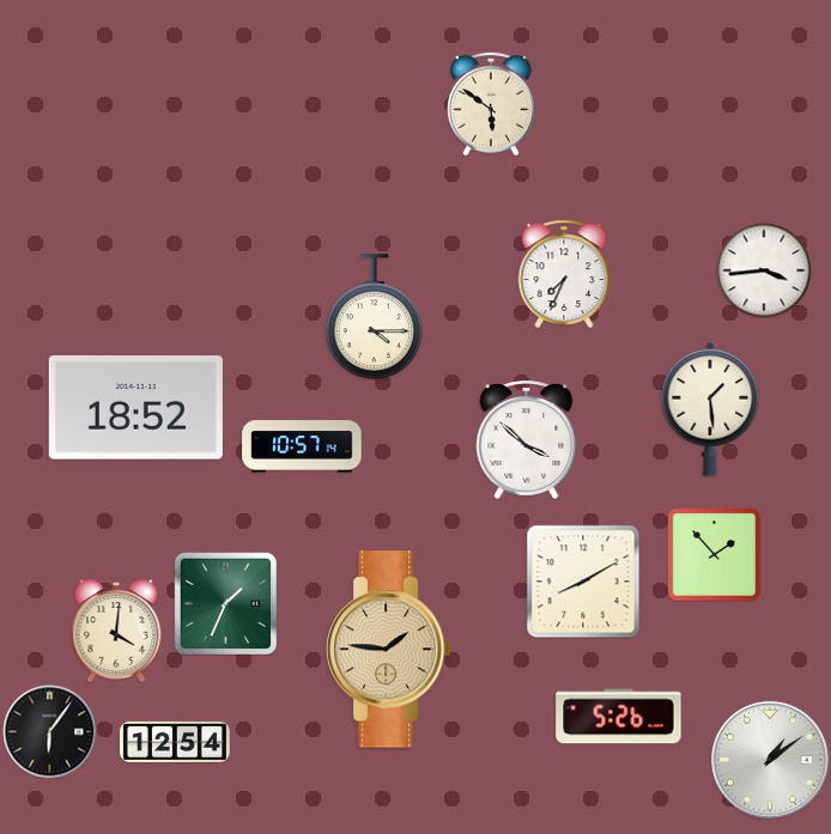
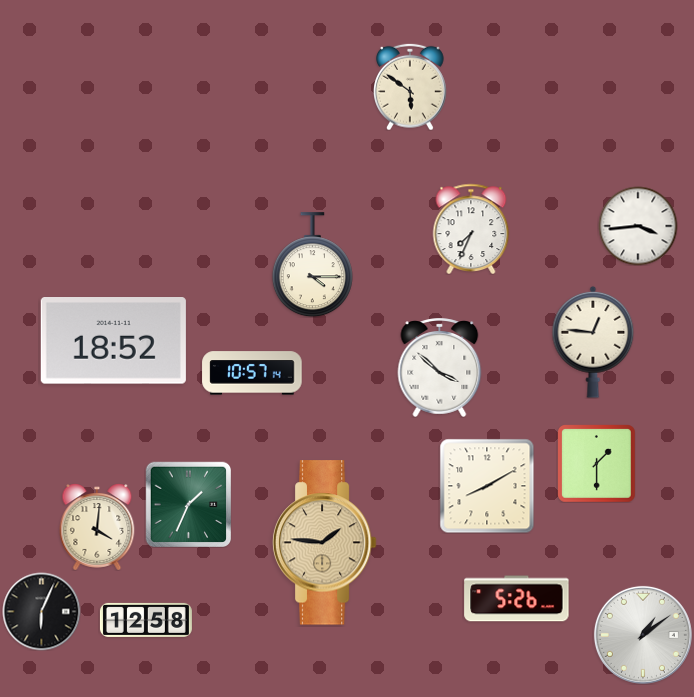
clock at (710, 409): 1:29 -> 12:46
clock at (714, 554): 1:53 -> 1:30
clock at (49, 731): 6:06 -> 6:04
clock at (175, 742): 12:54 -> 12:58
